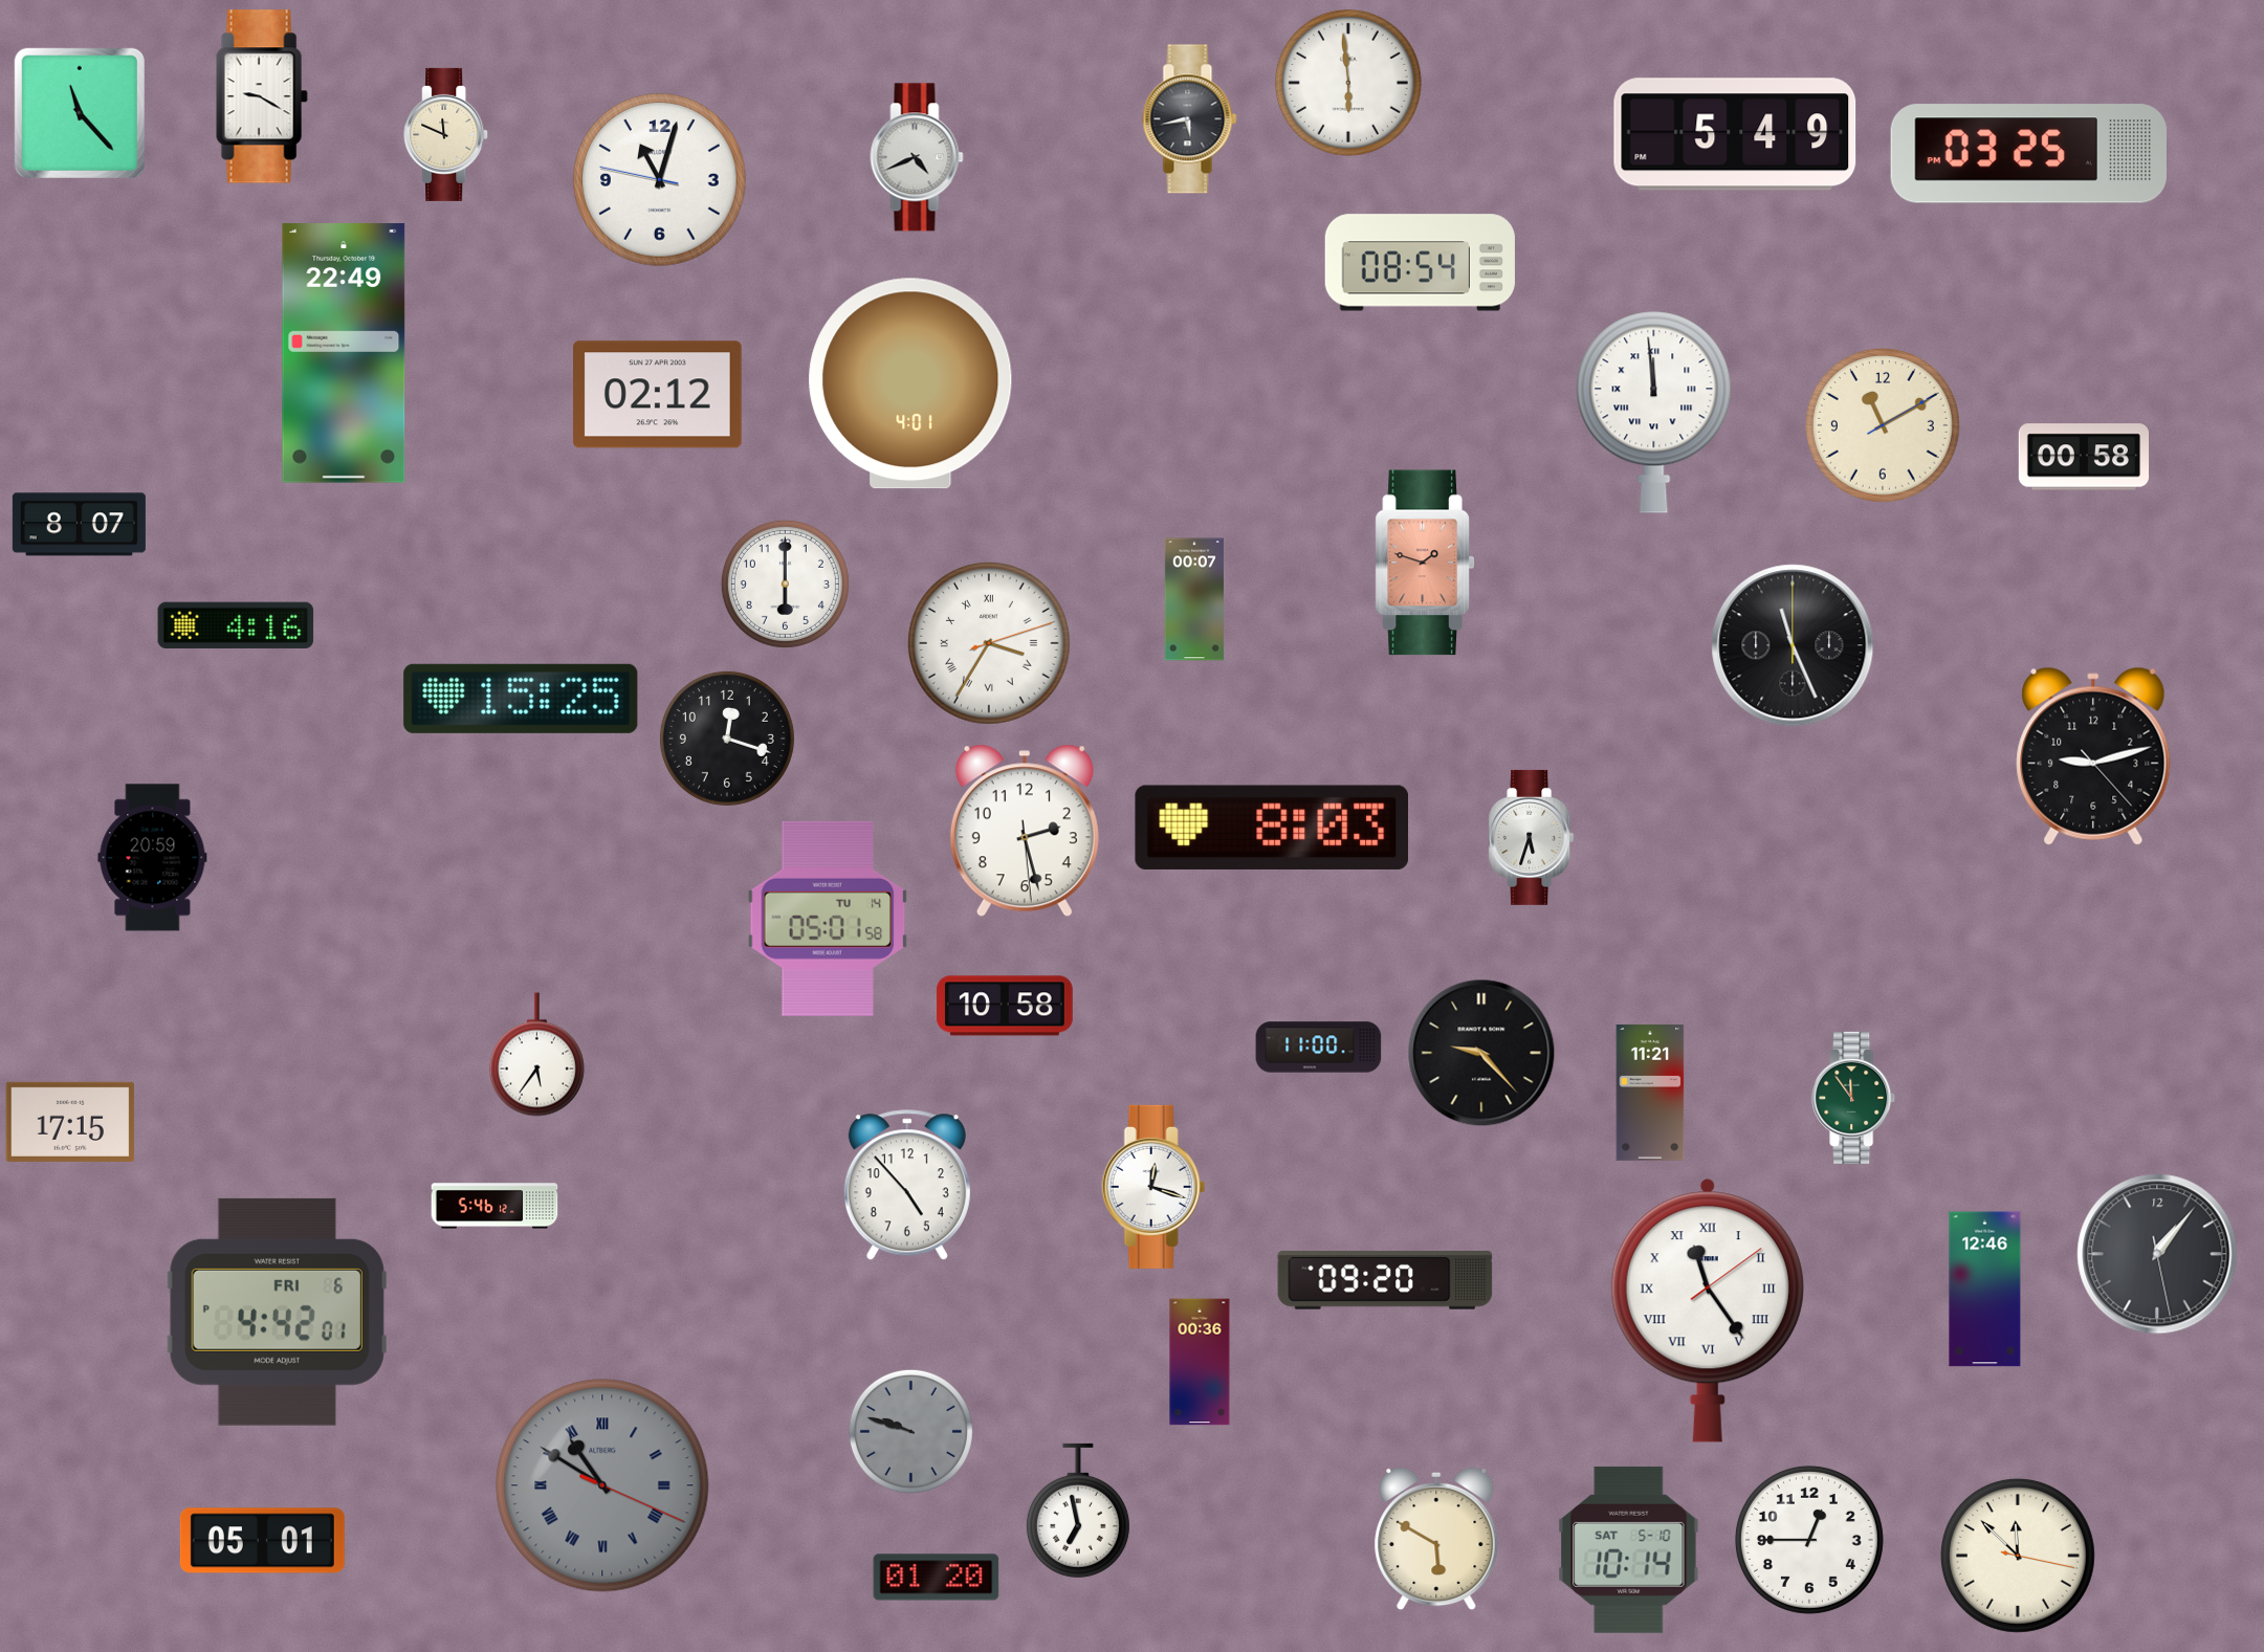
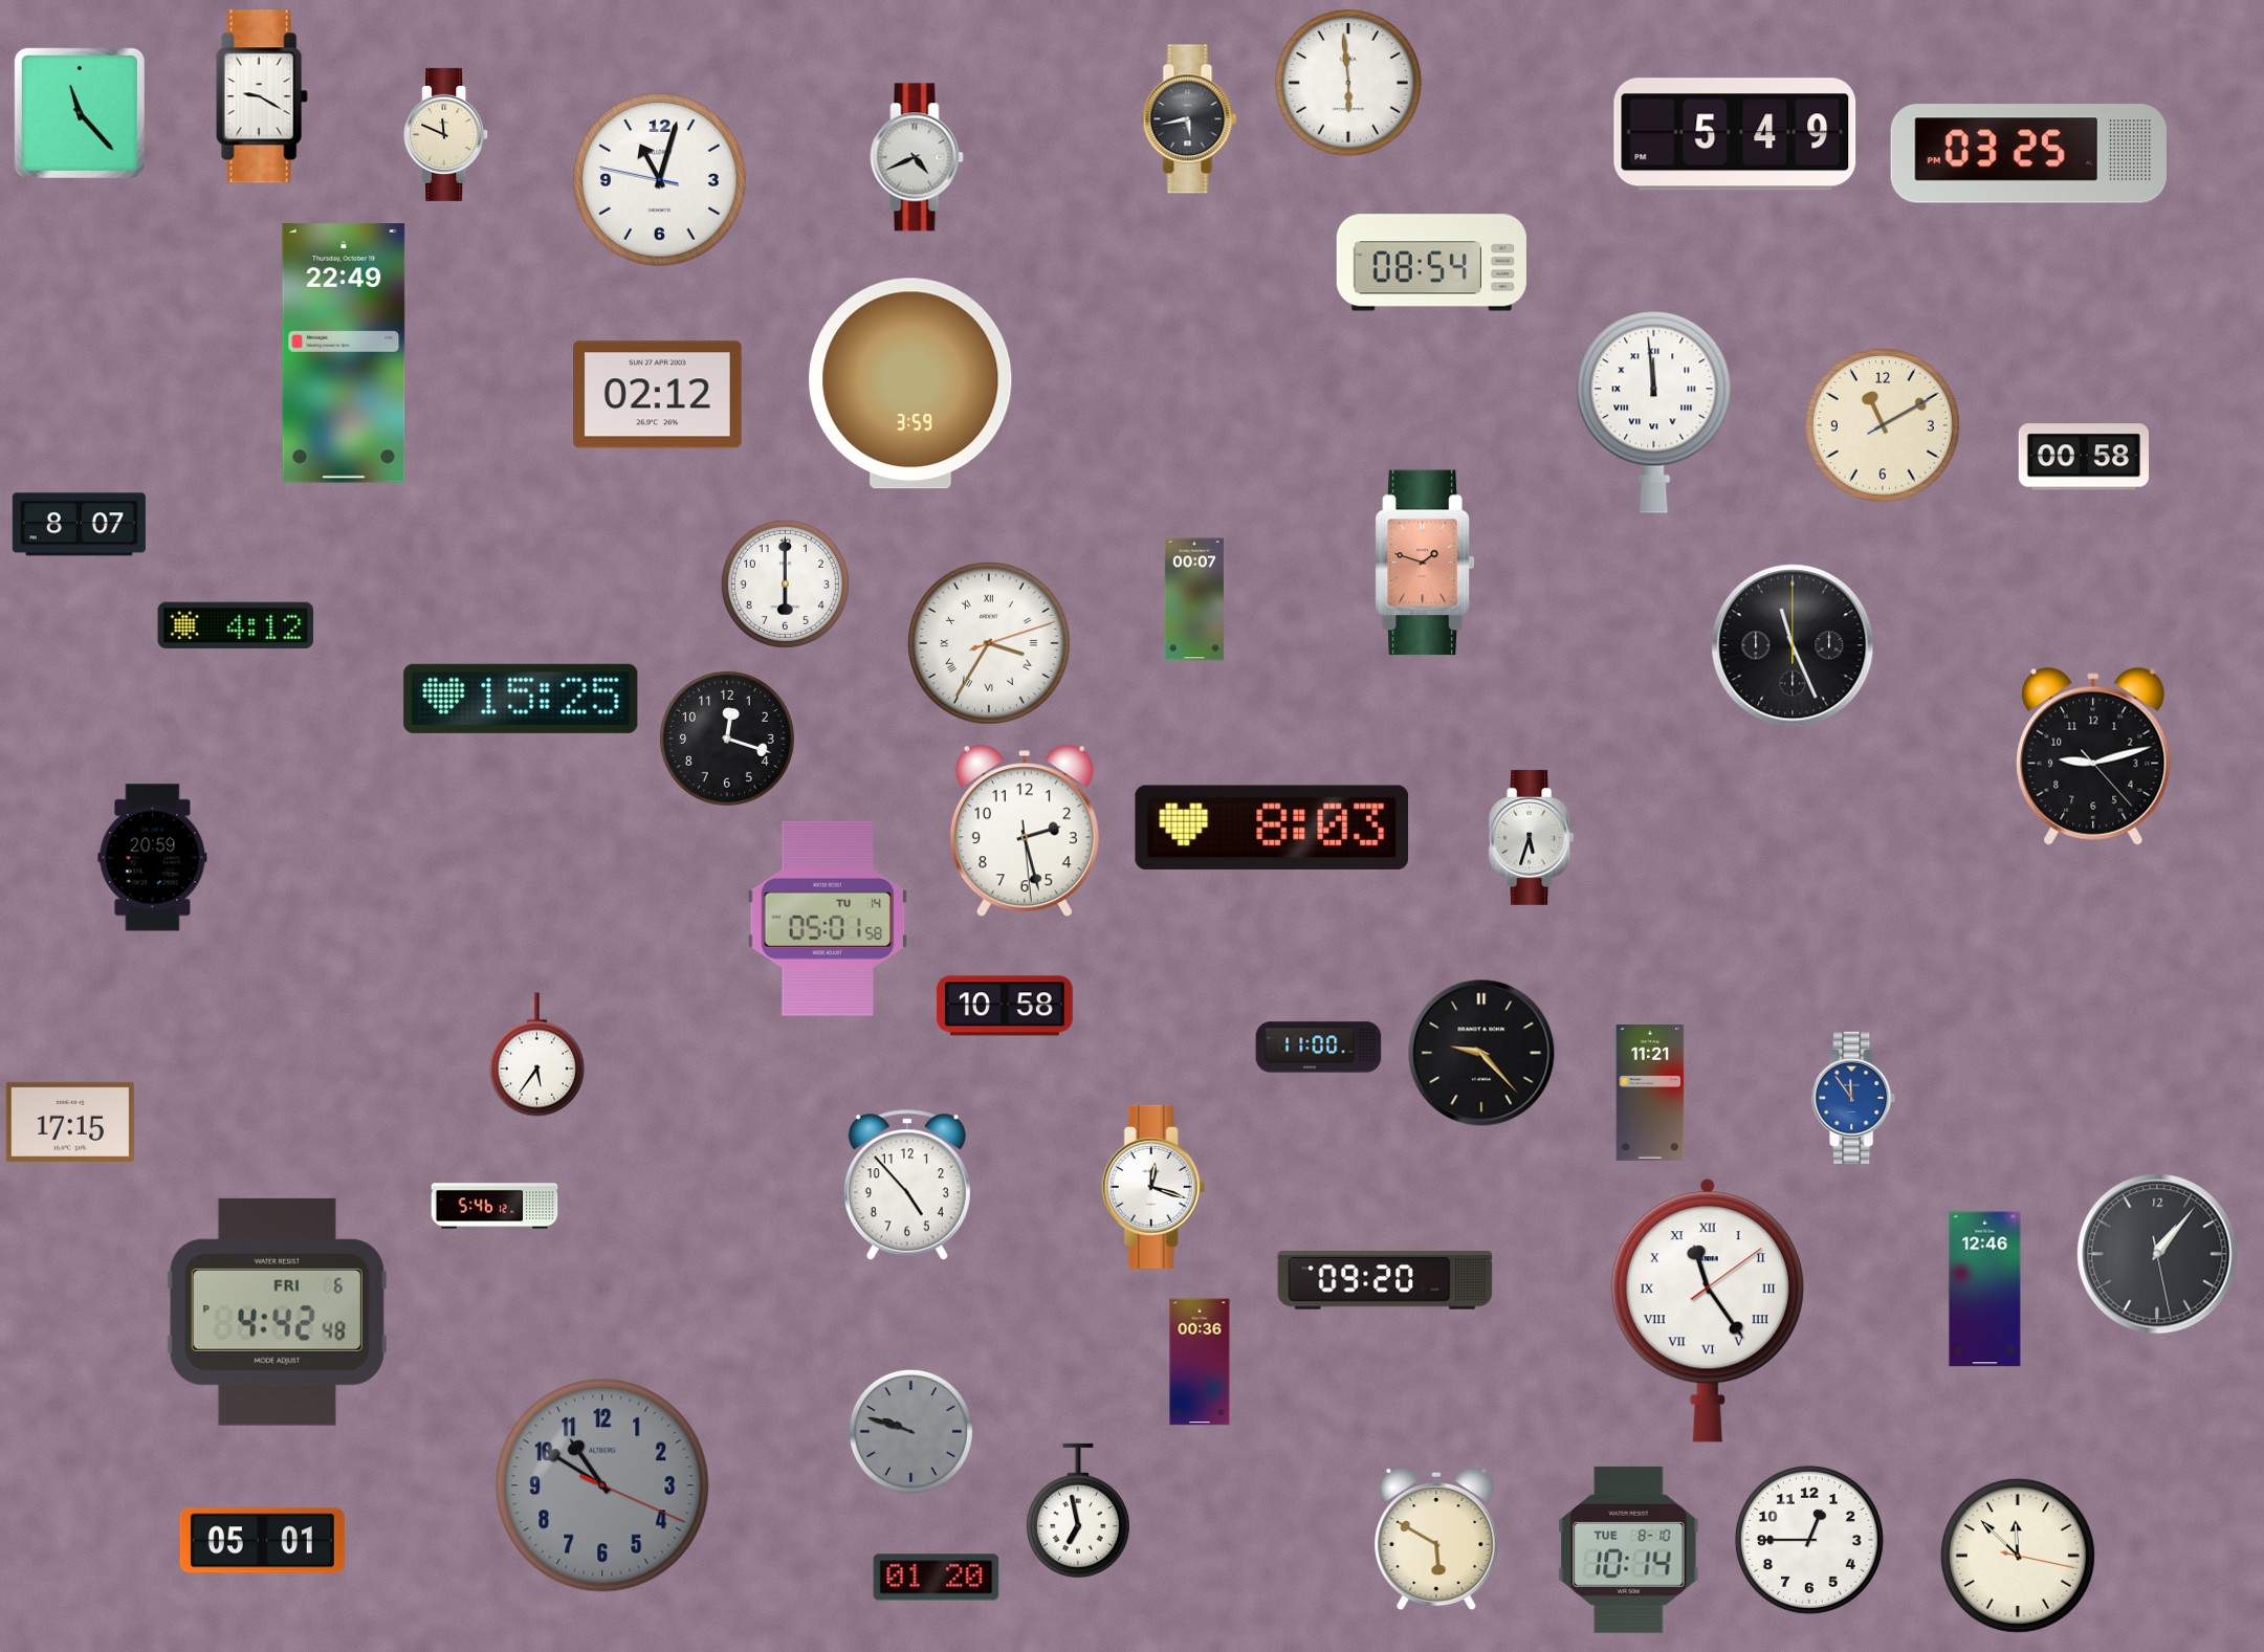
clock at (1420, 263) position: (1420, 263) -> (1431, 263)
clock at (910, 383): 4:01 -> 3:59
clock at (236, 625): 4:16 -> 4:12
clock at (1854, 1098) dial: green -> blue
clock at (277, 1312): 4:42:01 PM -> 4:42:48 PM
clock at (602, 1485) numerals: Roman -> Arabic
clock at (1629, 1549) date: SAT 5-10 -> TUE 8-10
